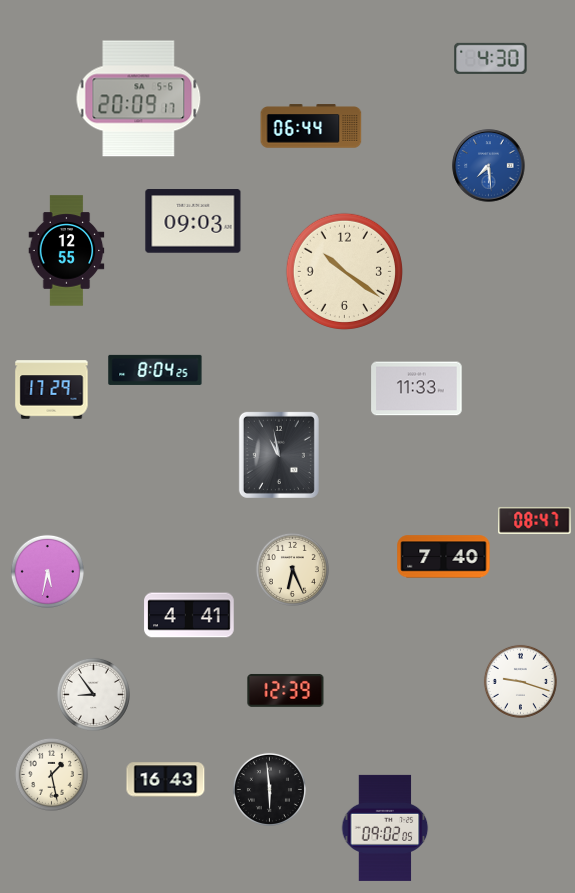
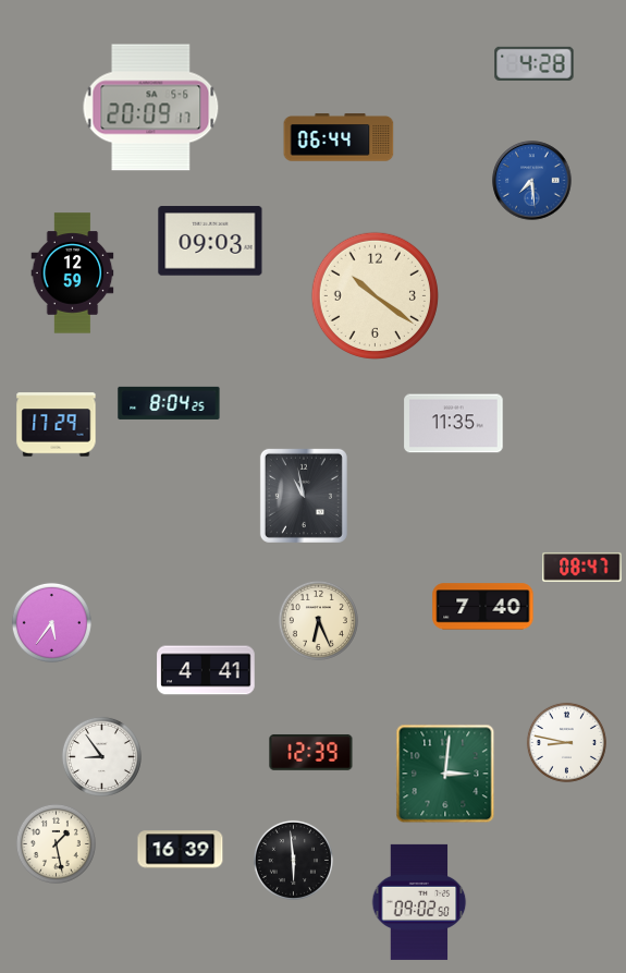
clock at (491, 58): 4:30 -> 4:28
clock at (67, 251): 12:55 -> 12:59
clock at (417, 389): 11:33 -> 11:35
clock at (47, 571): 5:32 -> 5:36
clock at (520, 681): 9:18 -> 8:47
clock at (445, 774): none -> 3:01
clock at (166, 780): 16:43 -> 16:39
clock at (385, 828): 09:02:05 -> 09:02:50
